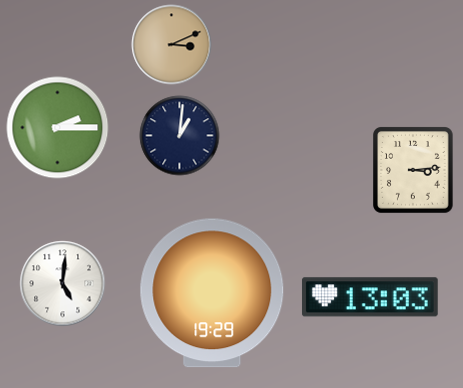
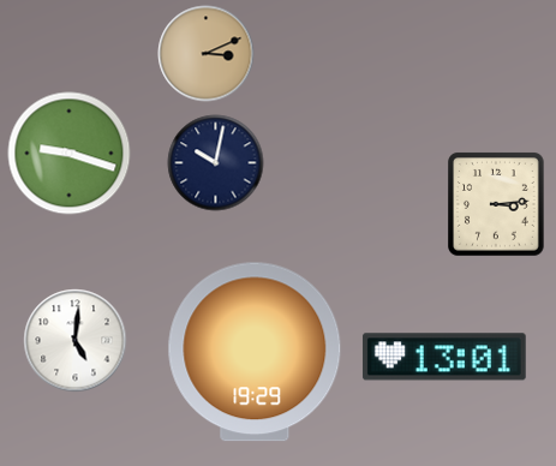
clock at (58, 128): 2:15 -> 9:18
clock at (180, 136): 1:01 -> 10:02
clock at (370, 297): 13:03 -> 13:01
